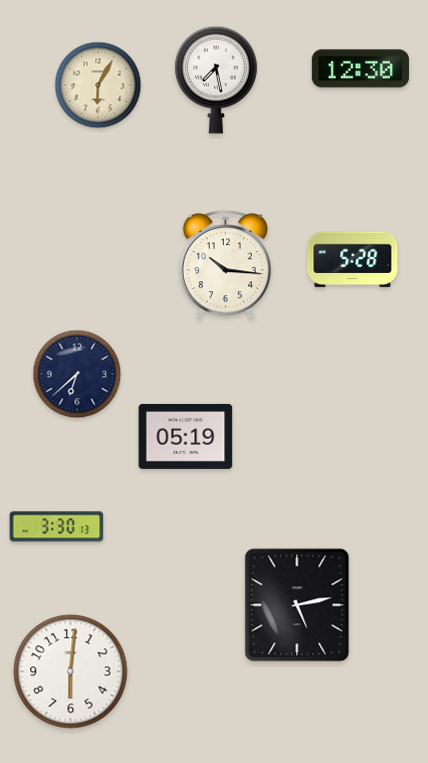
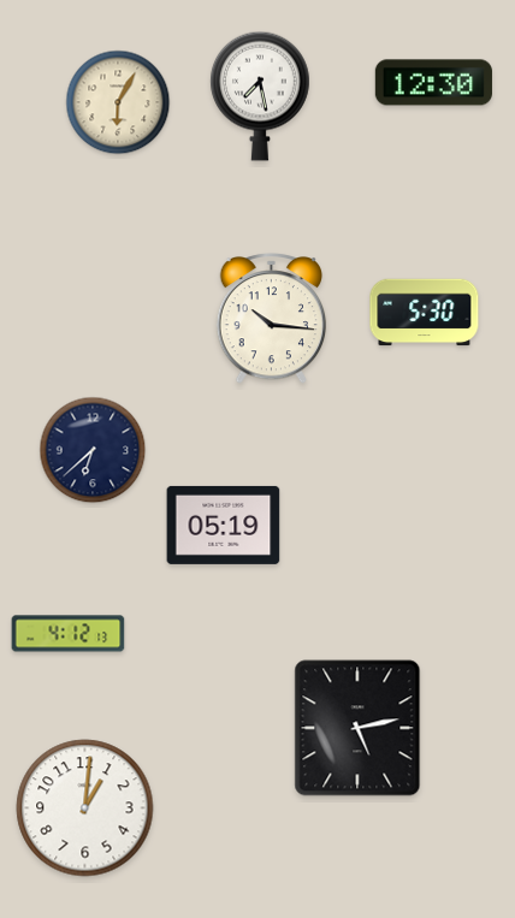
clock at (353, 260): 5:28 -> 5:30
clock at (57, 527): 3:30 -> 4:12
clock at (71, 672): 6:01 -> 1:01
